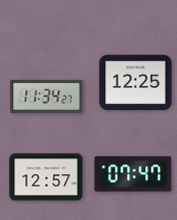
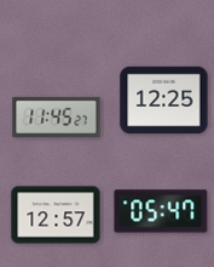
clock at (47, 96): 11:34 -> 11:45
clock at (133, 174): 07:47 -> 05:47
